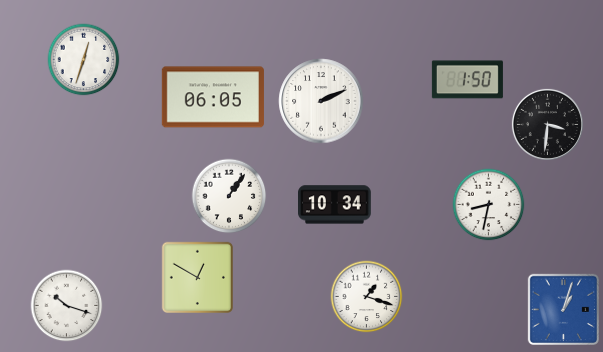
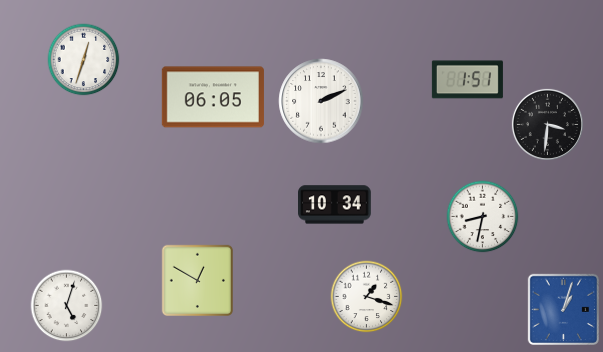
clock at (467, 80): 1:50 -> 1:51
clock at (229, 196): 1:06 -> none
clock at (489, 205) position: (489, 205) -> (483, 217)
clock at (197, 277) position: (197, 277) -> (197, 280)
clock at (67, 306): 10:18 -> 5:03
